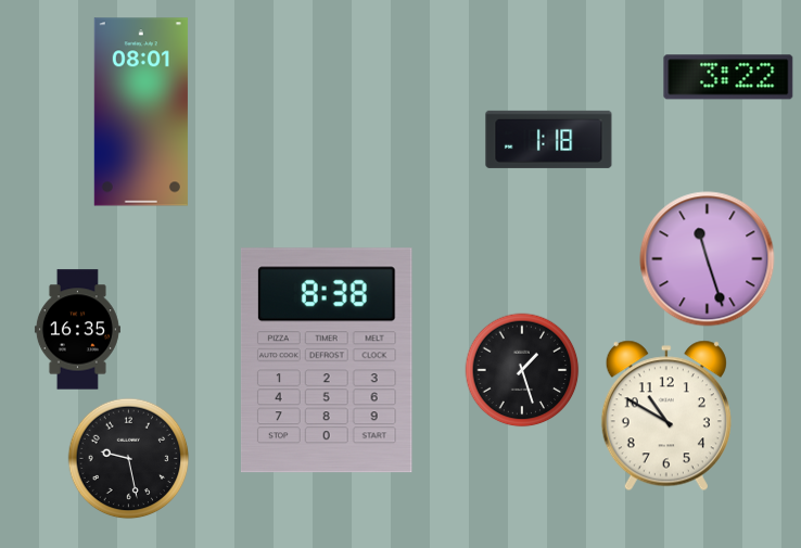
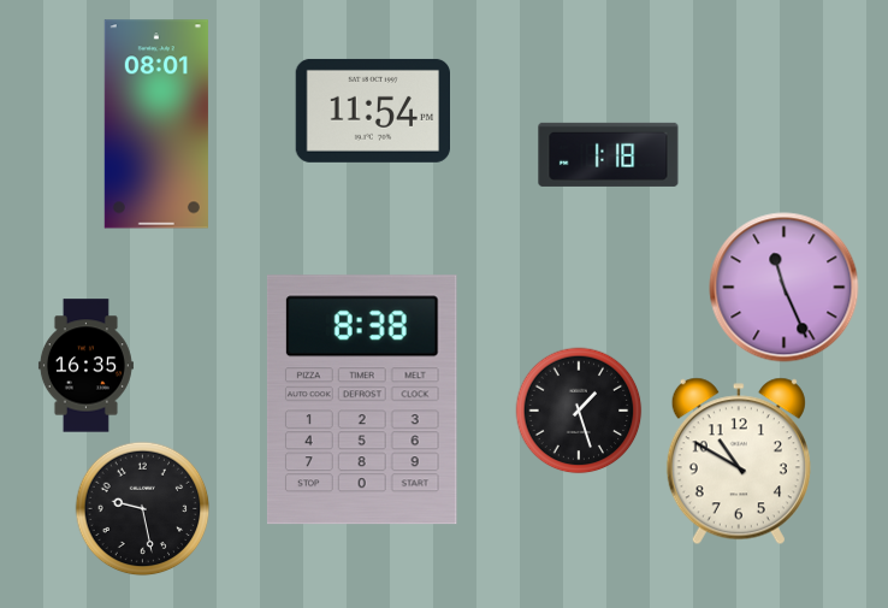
clock at (728, 77): 3:22 -> none
clock at (372, 111): none -> 11:54
clock at (708, 259): 11:27 -> 11:26
